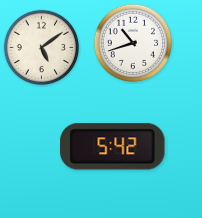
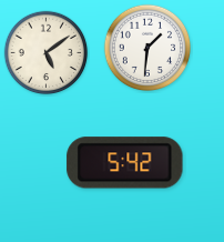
clock at (133, 43): 10:42 -> 1:31
